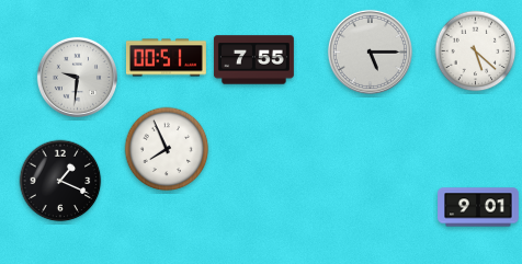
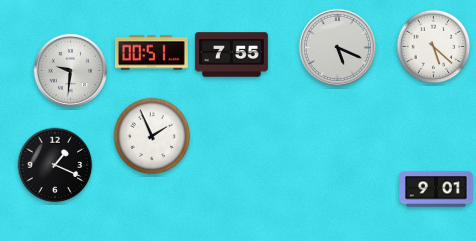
clock at (370, 51): 5:15 -> 5:19
clock at (167, 149): 7:56 -> 1:56
